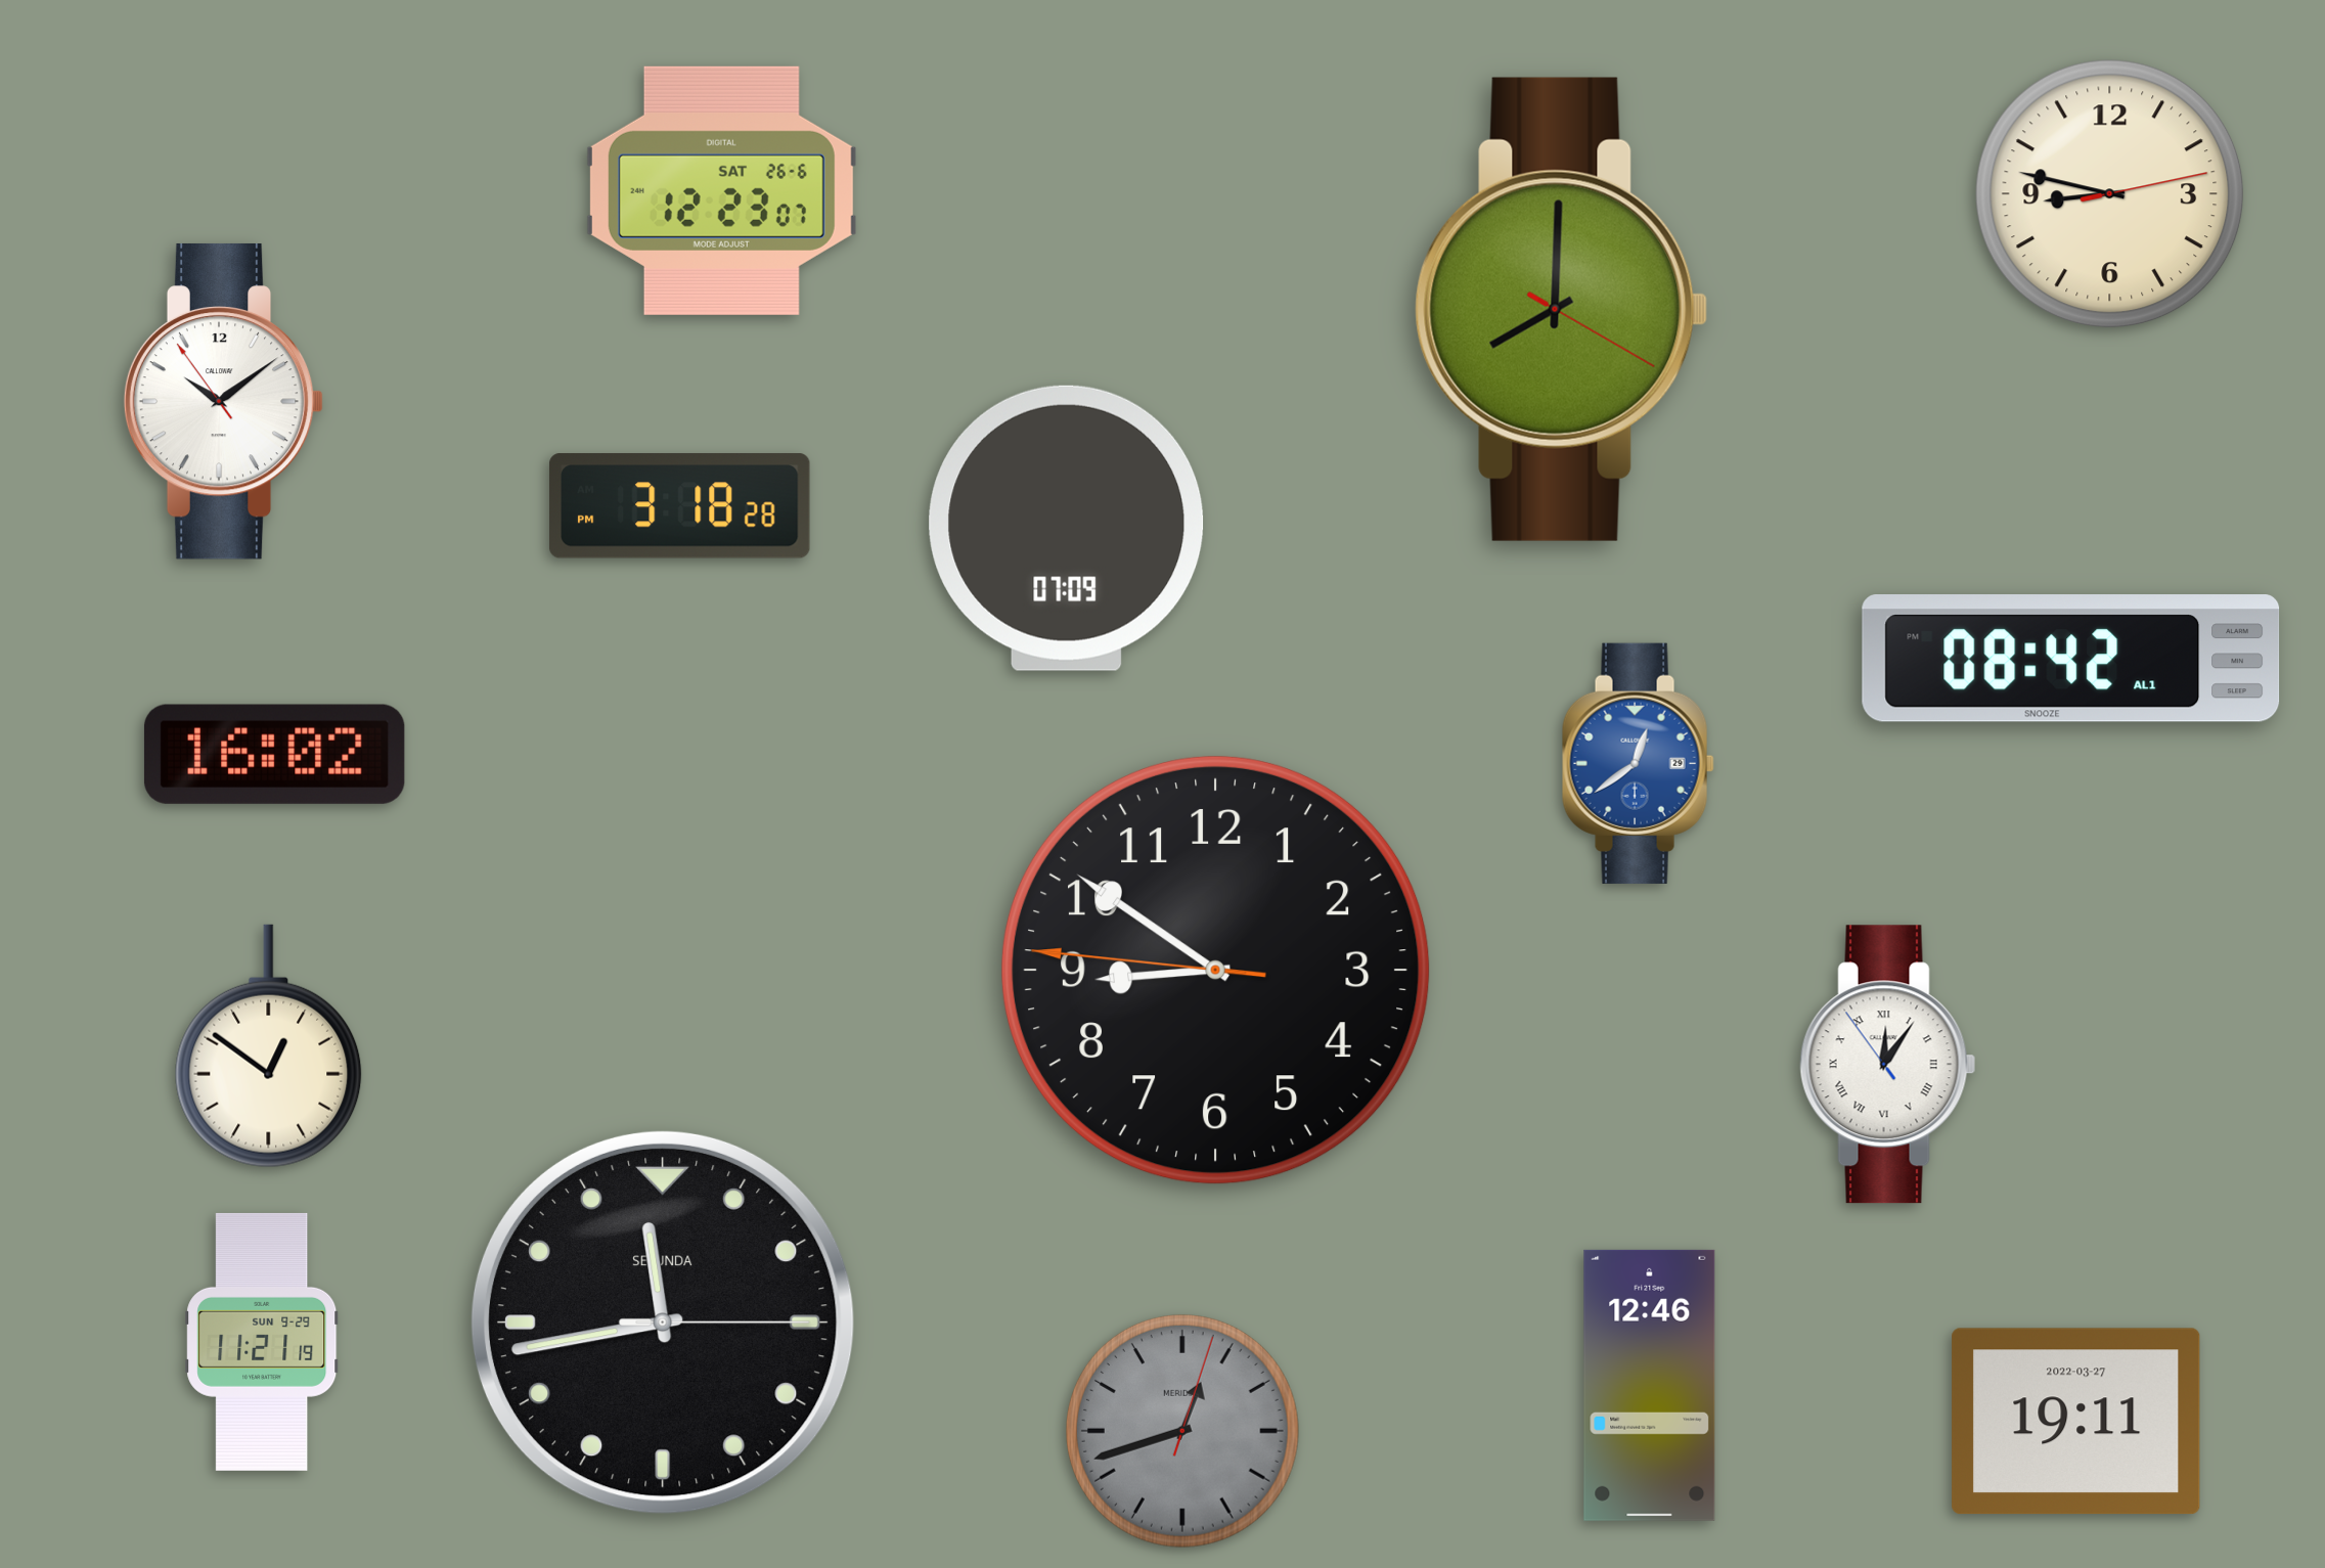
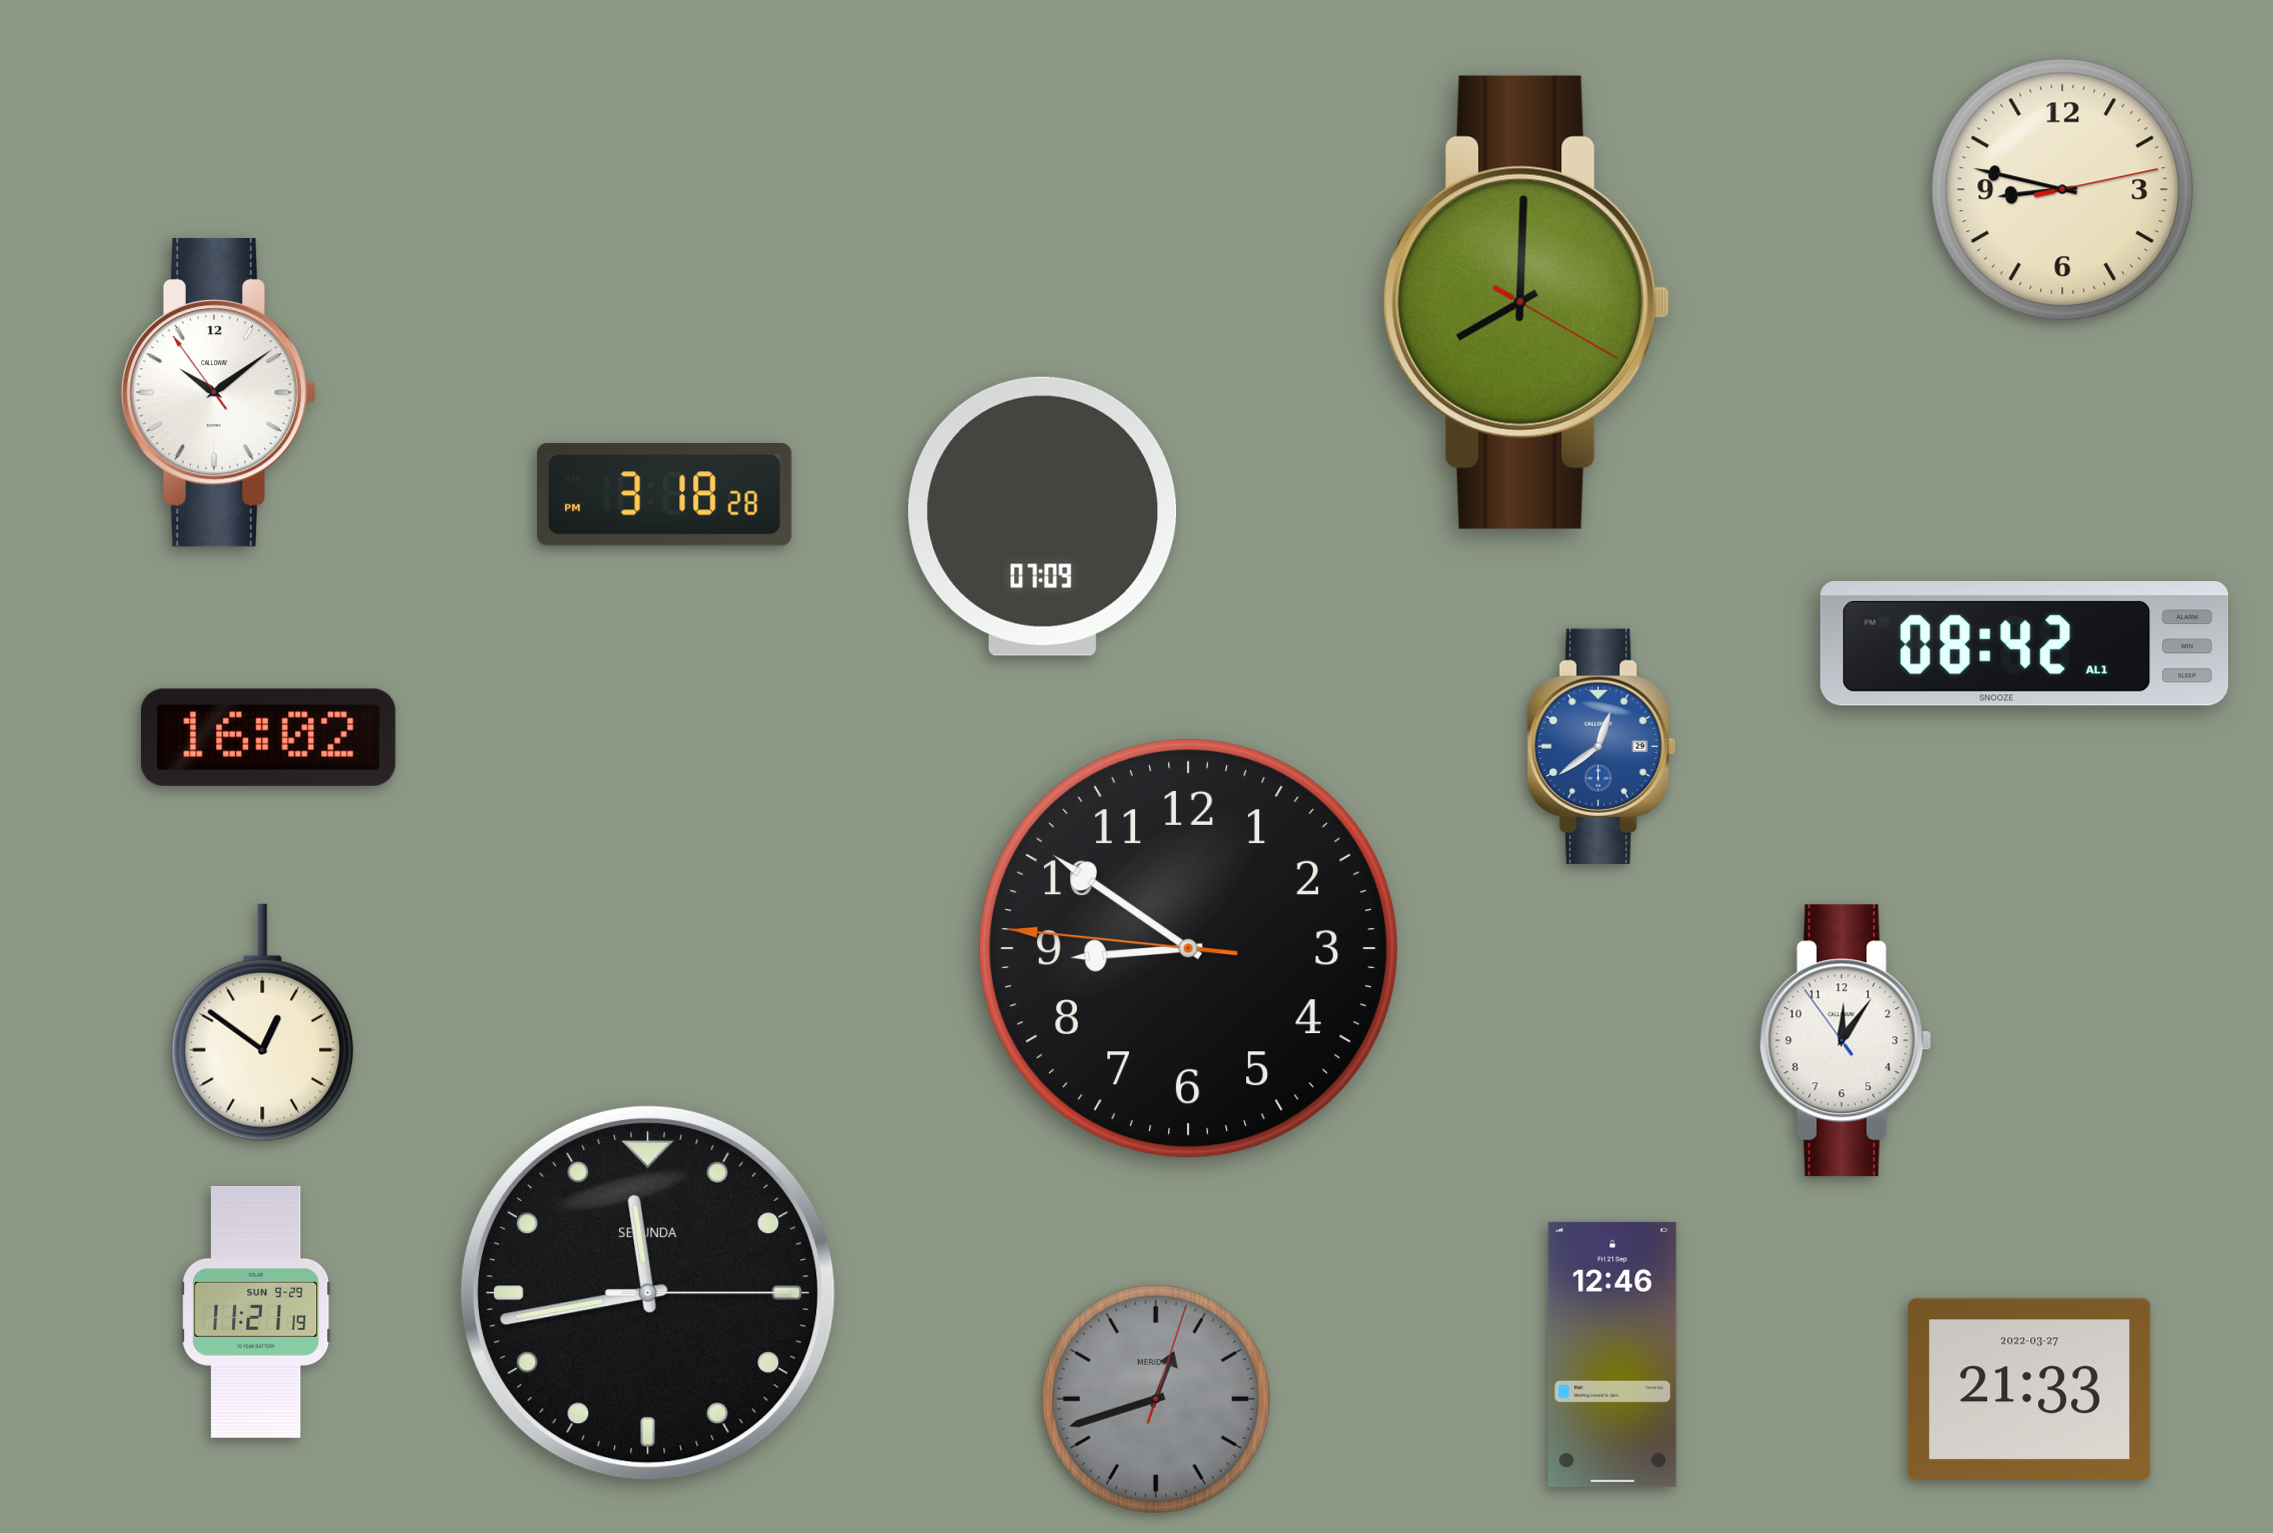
clock at (721, 190): 12:23 -> none
clock at (1888, 1065) numerals: Roman -> Arabic
clock at (2076, 1422): 19:11 -> 21:33
